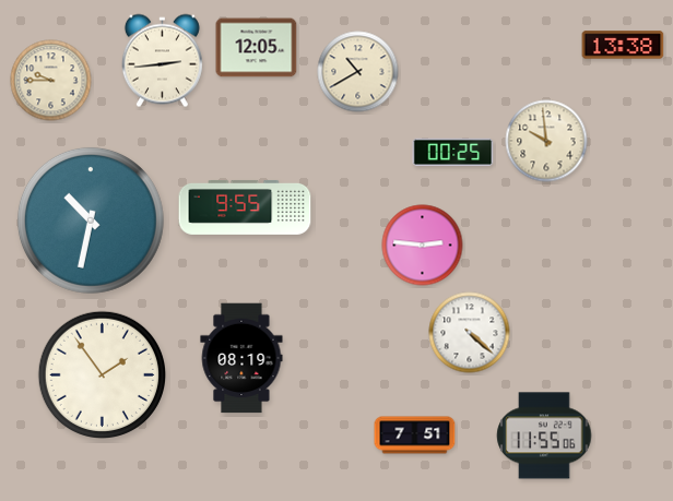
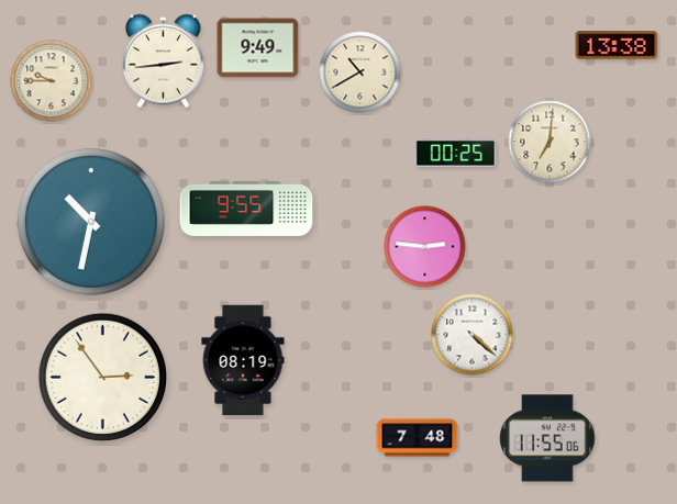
clock at (623, 45) position: (623, 45) -> (617, 45)
clock at (257, 48): 12:05 -> 9:49
clock at (546, 141): 9:59 -> 7:01
clock at (102, 374): 1:54 -> 2:54
clock at (415, 436): 7:51 -> 7:48
